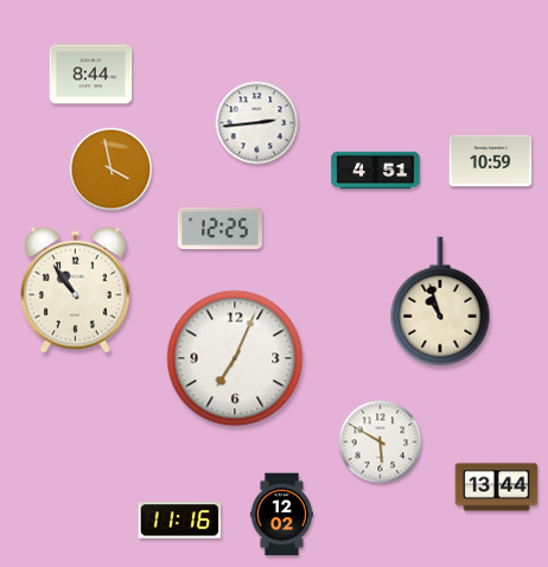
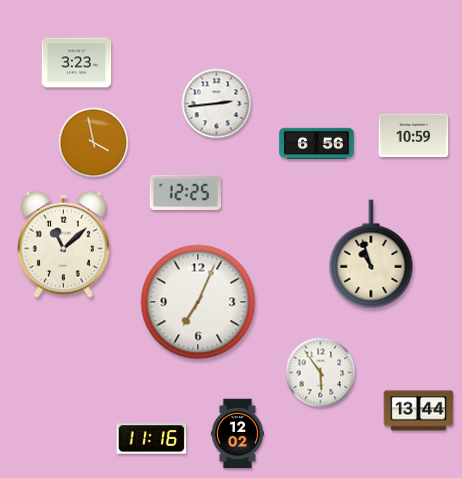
clock at (91, 75): 8:44 -> 3:23
clock at (376, 171): 4:51 -> 6:56
clock at (76, 289): 10:54 -> 11:08
clock at (381, 442): 5:50 -> 5:54
